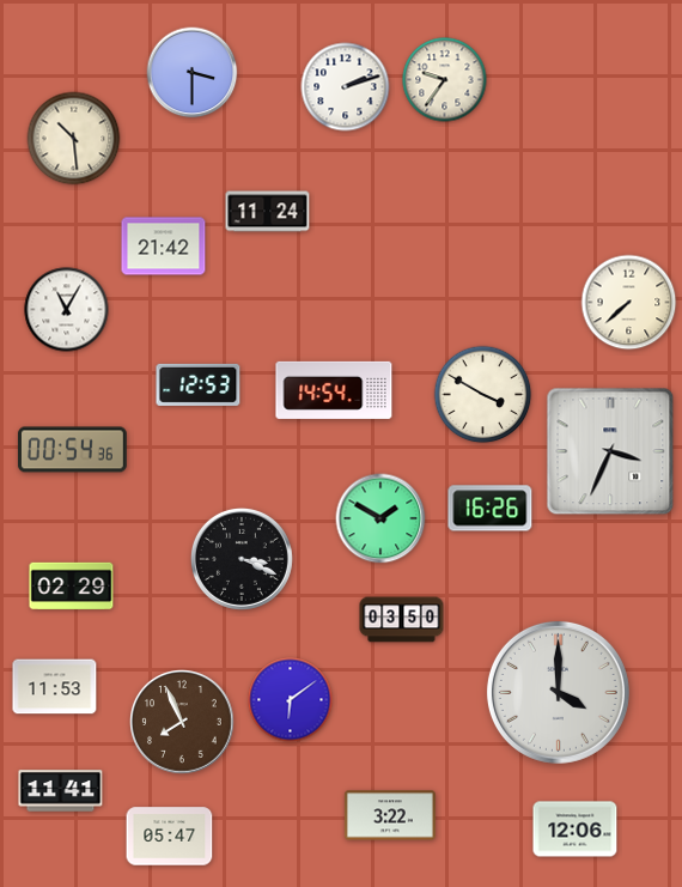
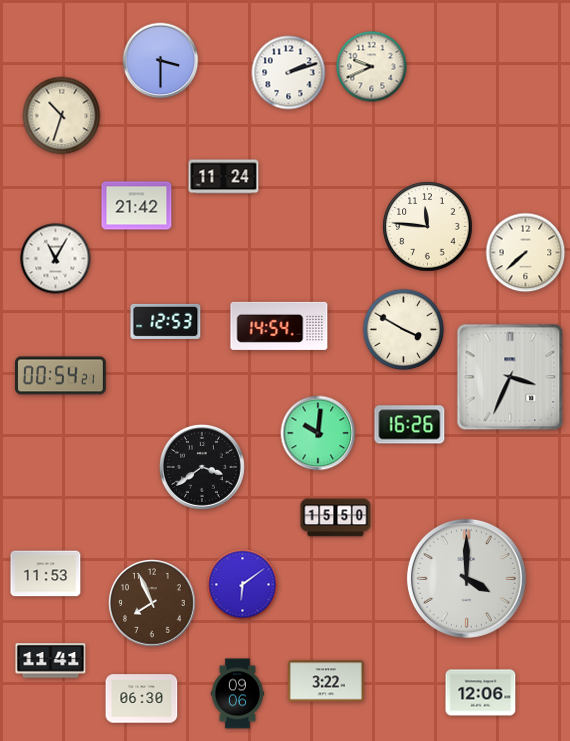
clock at (445, 80): 9:36 -> 9:41
clock at (74, 139): 10:29 -> 10:33
clock at (428, 227): none -> 11:46
clock at (73, 450): 00:54:36 -> 00:54:21
clock at (380, 518): 1:50 -> 10:01
clock at (242, 559): 3:19 -> 3:39
clock at (72, 587): 02:29 -> none
clock at (402, 620): 03:50 -> 15:50
clock at (238, 694): none -> 09:06
clock at (170, 837): 05:47 -> 06:30
